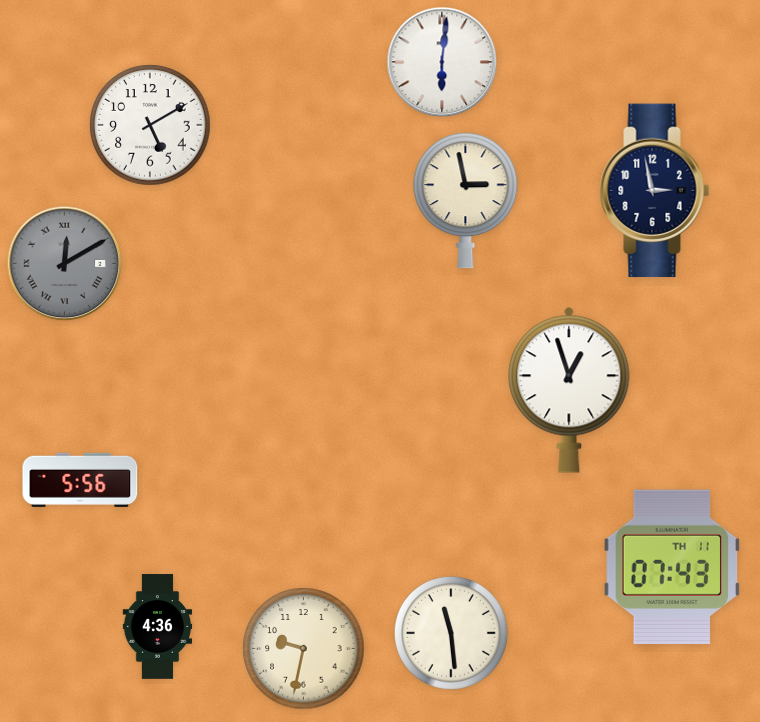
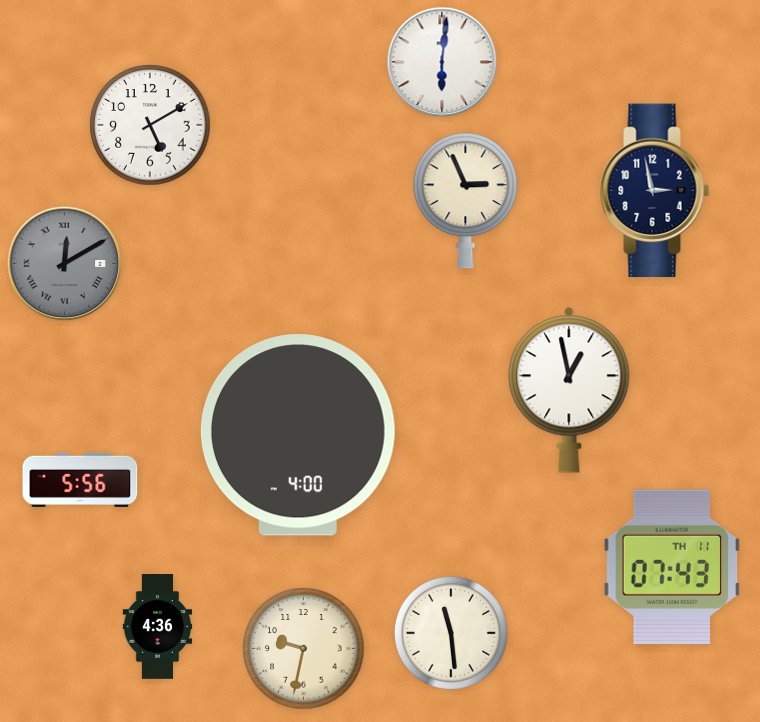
clock at (466, 201): 2:58 -> 2:56
clock at (569, 390): 12:57 -> 12:58
clock at (298, 435): none -> 4:00
